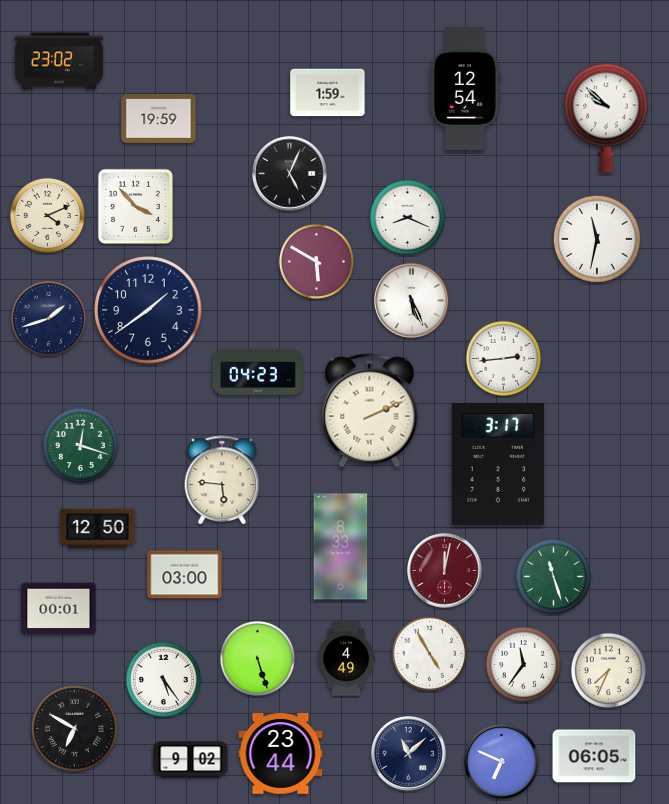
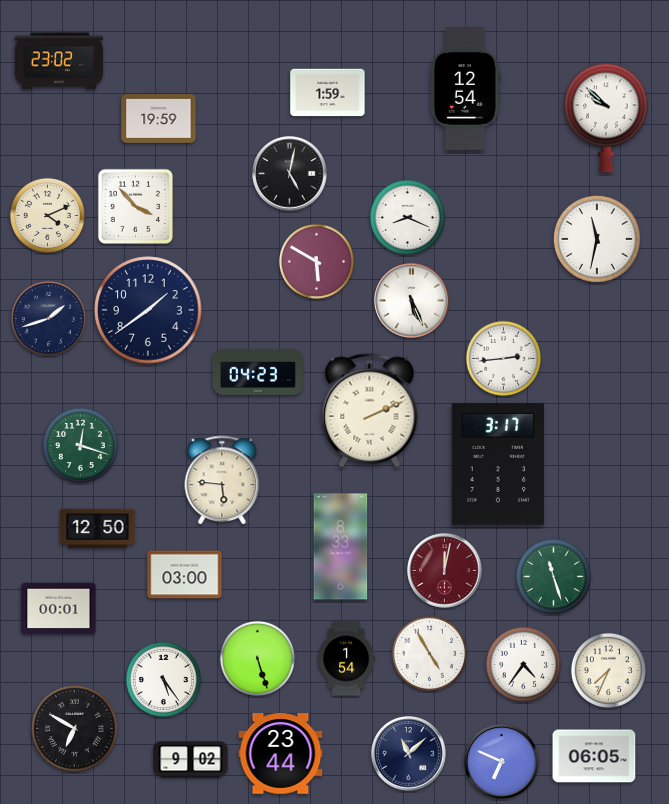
clock at (290, 174): 5:04 -> 5:02
clock at (347, 659): 4:49 -> 1:54
clock at (523, 664): 11:36 -> 4:36
